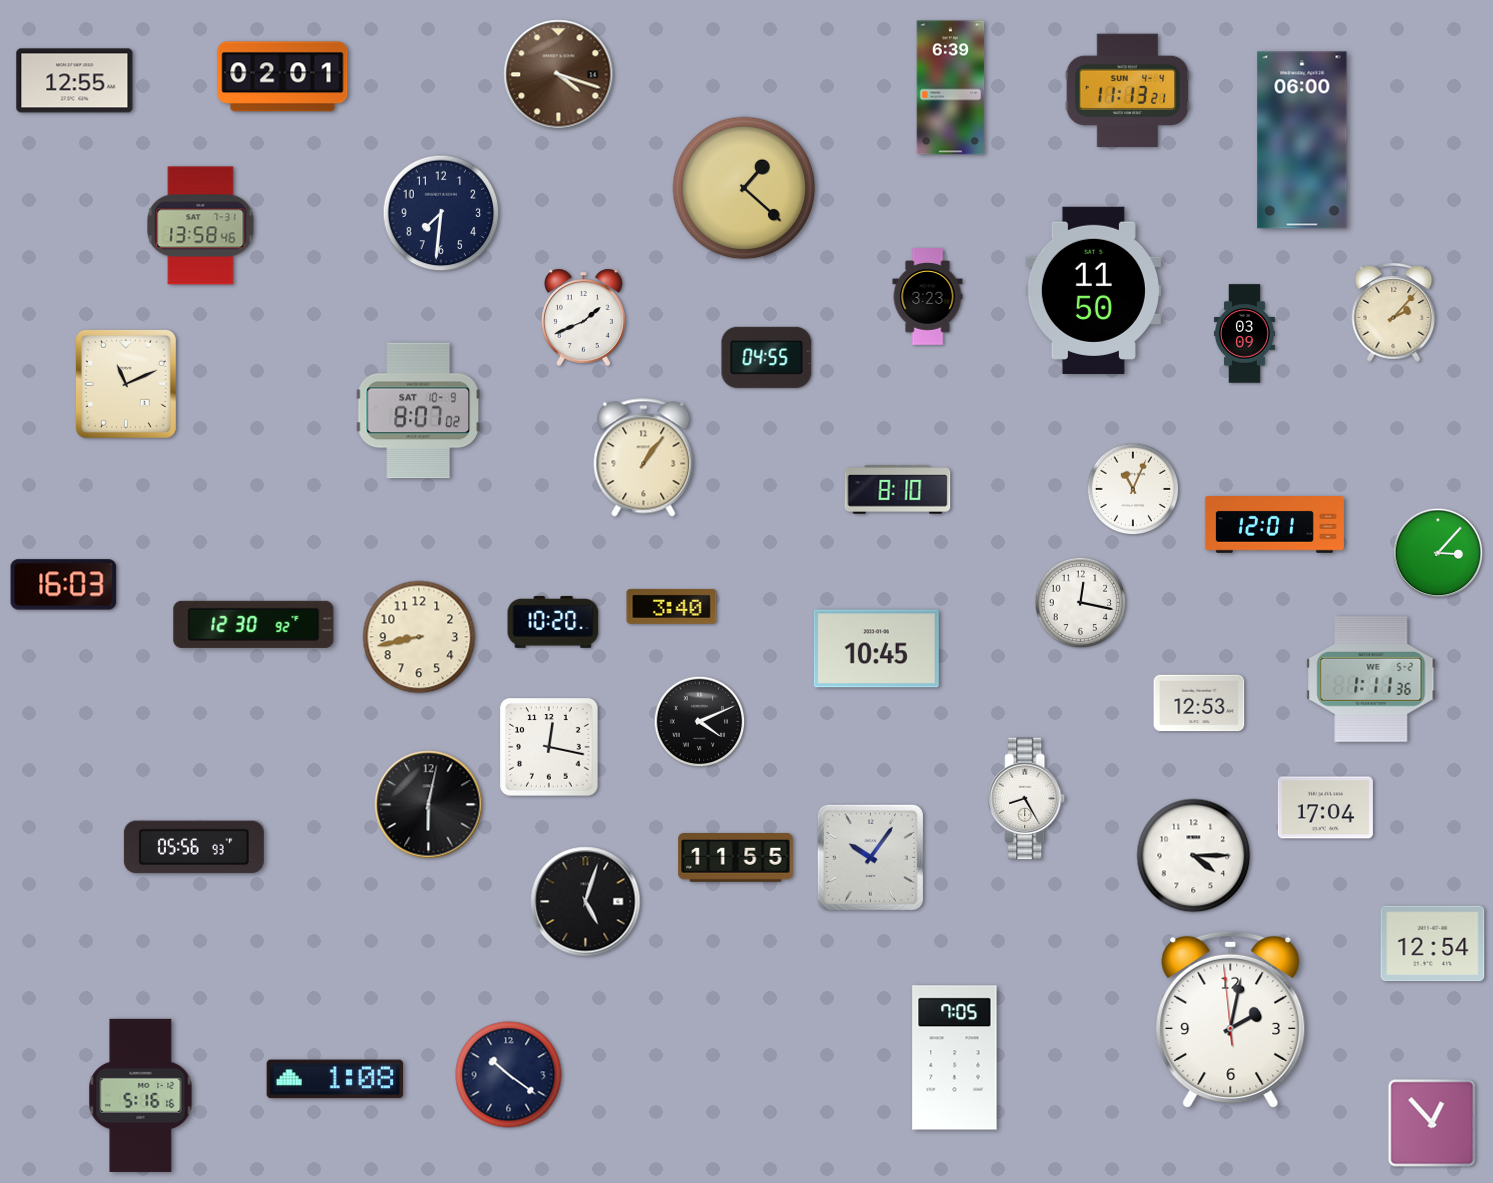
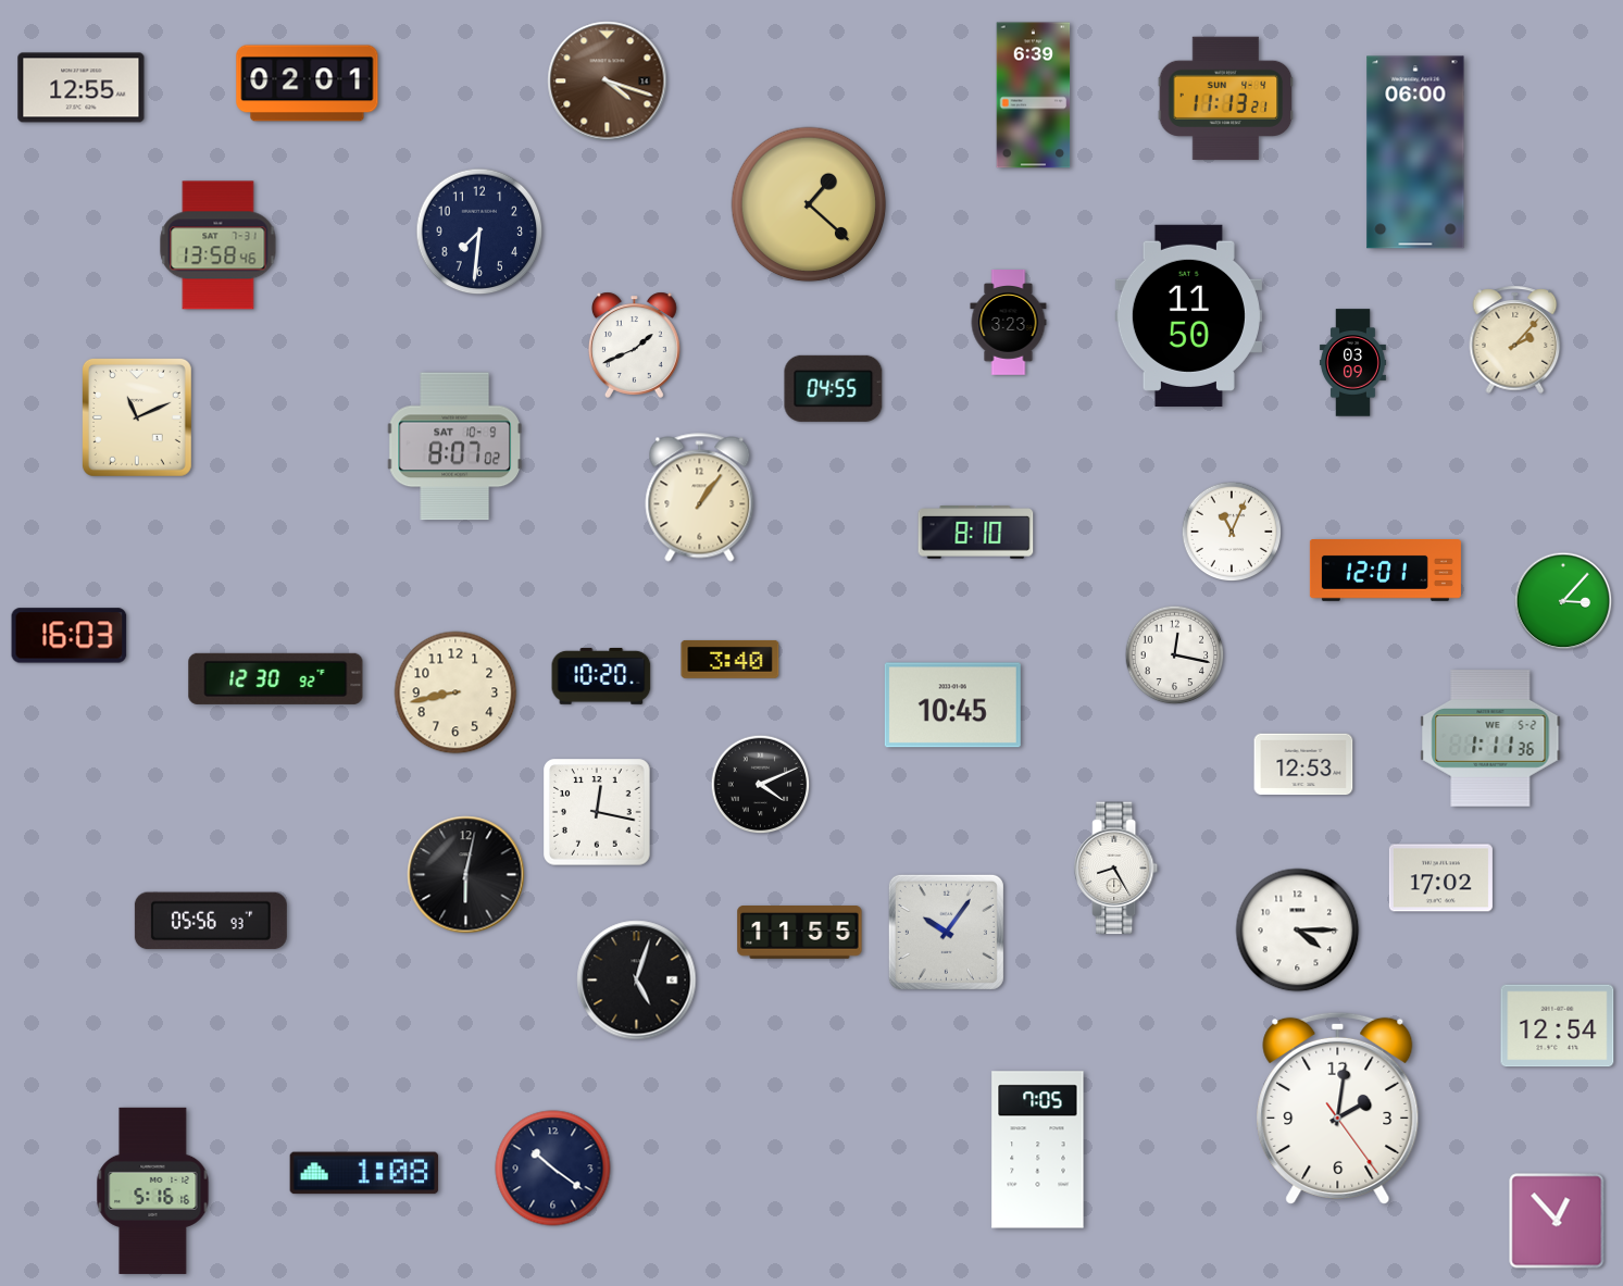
clock at (1325, 808): 17:04 -> 17:02
clock at (1231, 1019): 2:01:59 -> 2:01:24
